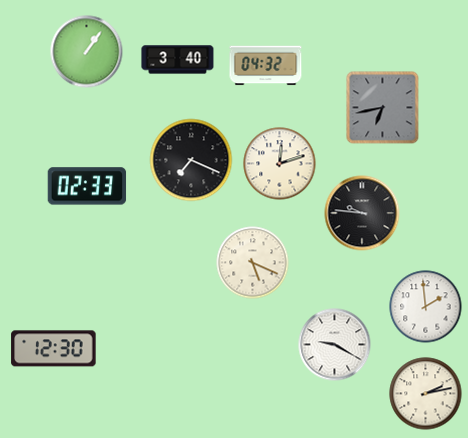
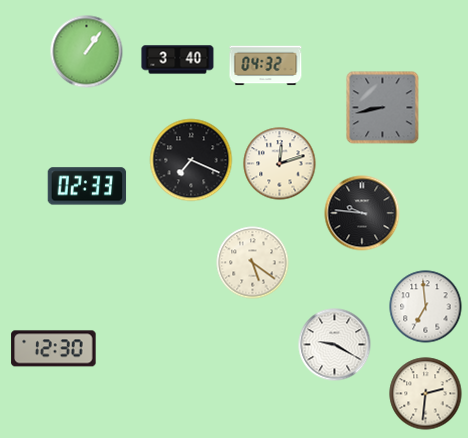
clock at (383, 108): 6:43 -> 8:43
clock at (253, 263): 5:19 -> 5:21
clock at (426, 307): 1:59 -> 6:59
clock at (426, 394): 2:13 -> 2:31
